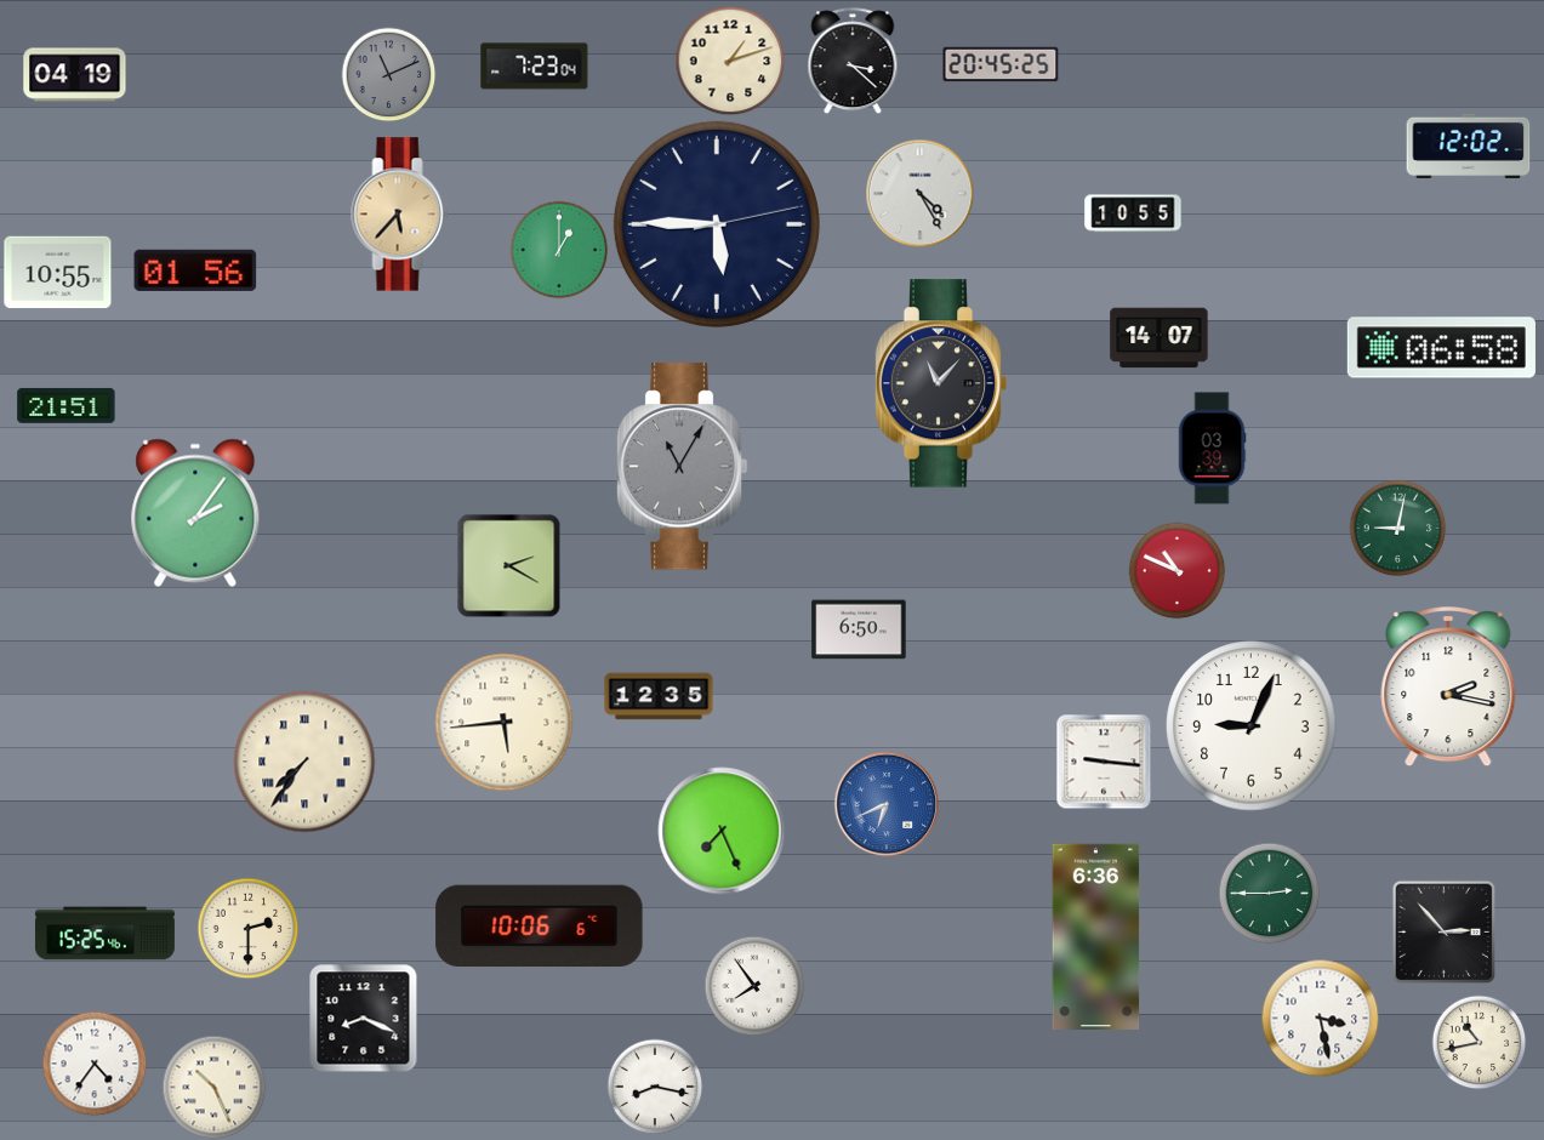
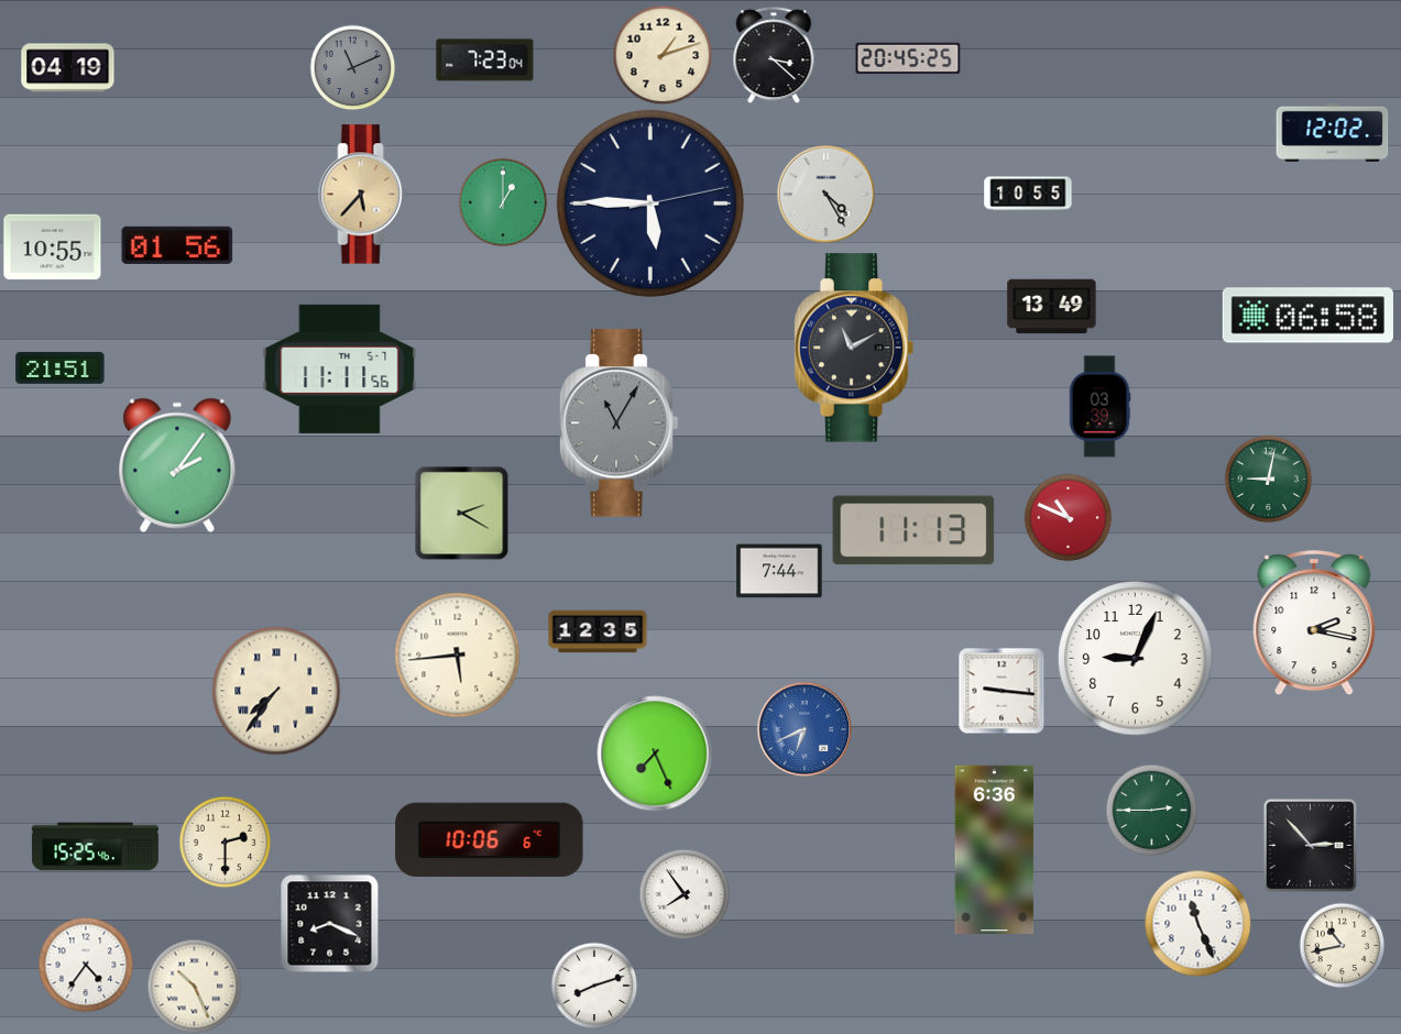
clock at (919, 193) position: (919, 193) -> (825, 194)
clock at (559, 250) position: (559, 250) -> (503, 202)
clock at (1160, 338): 14:07 -> 13:49
clock at (941, 383): 11:07 -> 11:10
clock at (340, 369): none -> 11:11
clock at (913, 530): none -> 11:13
clock at (859, 629): 6:50 -> 7:44
clock at (1320, 1018): 3:28 -> 11:26
clock at (655, 1087): 8:17 -> 8:12
